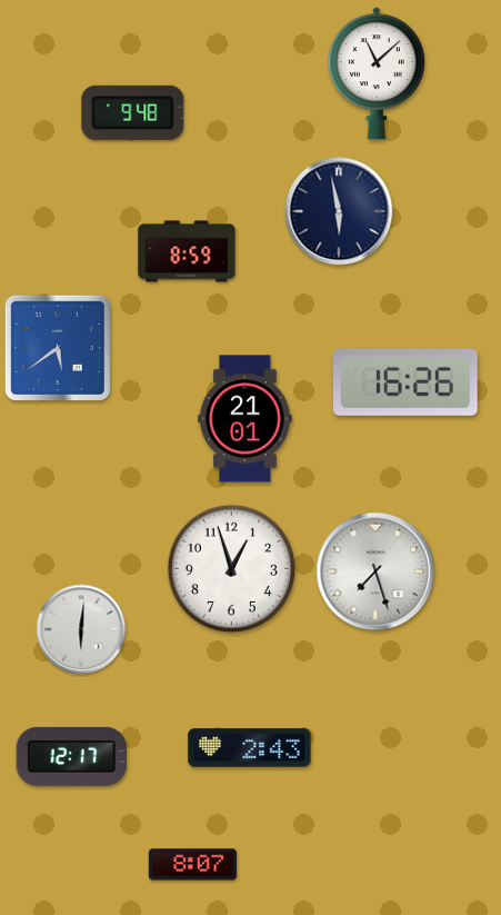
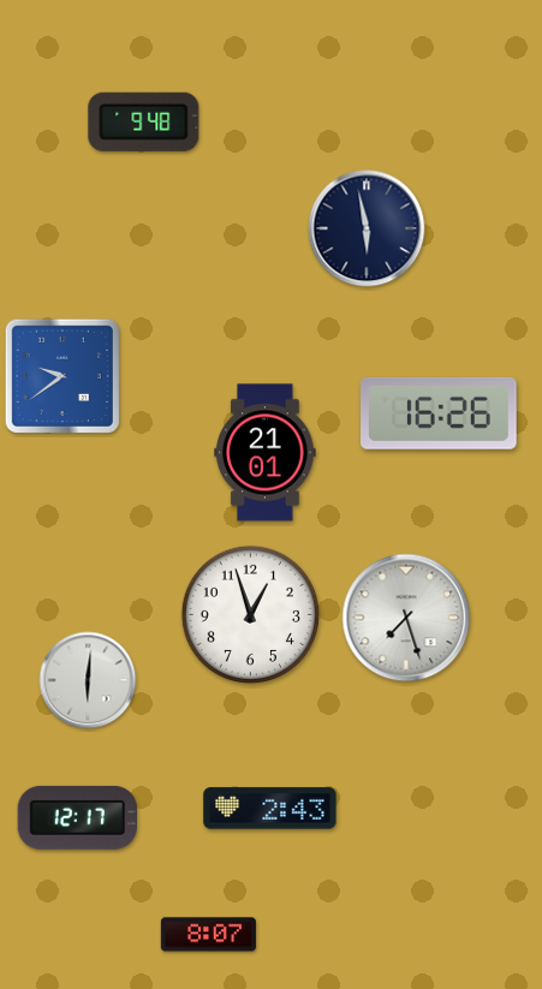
clock at (377, 73): 11:08 -> none
clock at (187, 251): 8:59 -> none
clock at (57, 347): 5:39 -> 9:39
